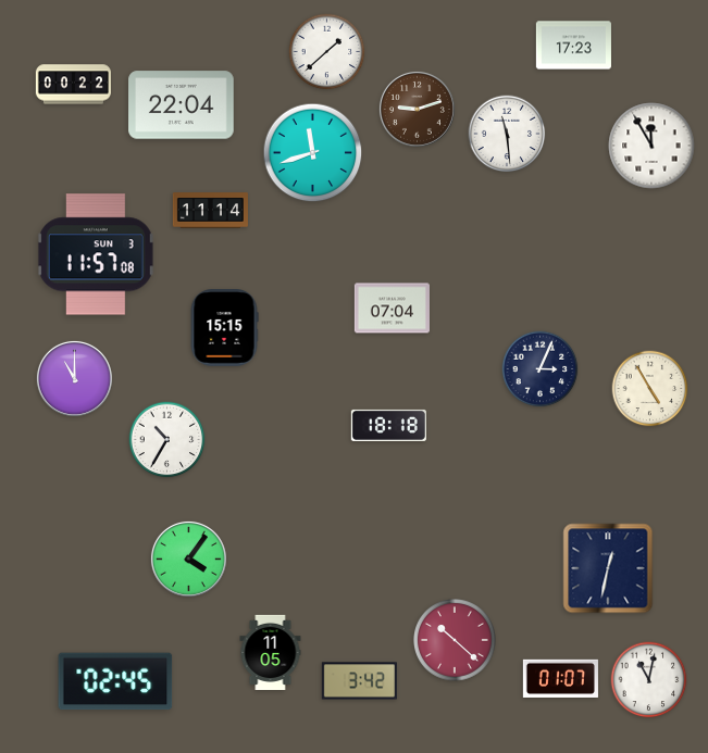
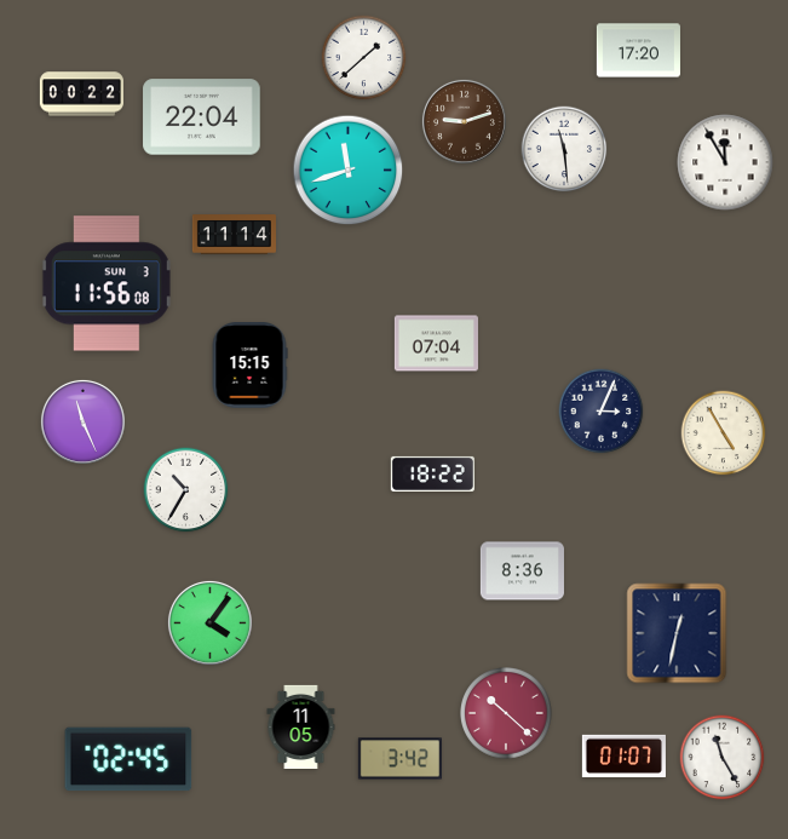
clock at (573, 46): 17:23 -> 17:20
clock at (96, 254): 11:57 -> 11:56
clock at (74, 378): 11:00 -> 11:26
clock at (388, 425): 18:18 -> 18:22
clock at (522, 571): none -> 8:36
clock at (649, 680): 11:02 -> 11:25
